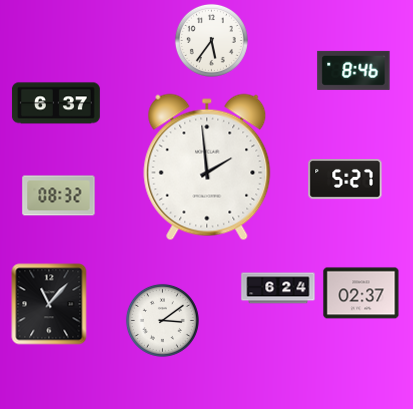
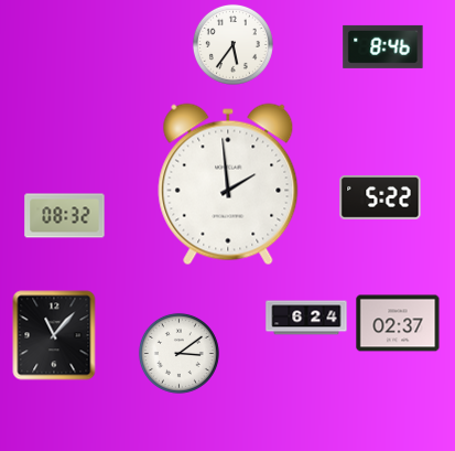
clock at (354, 70) position: (354, 70) -> (383, 46)
clock at (56, 103): 6:37 -> none
clock at (345, 179): 5:27 -> 5:22
